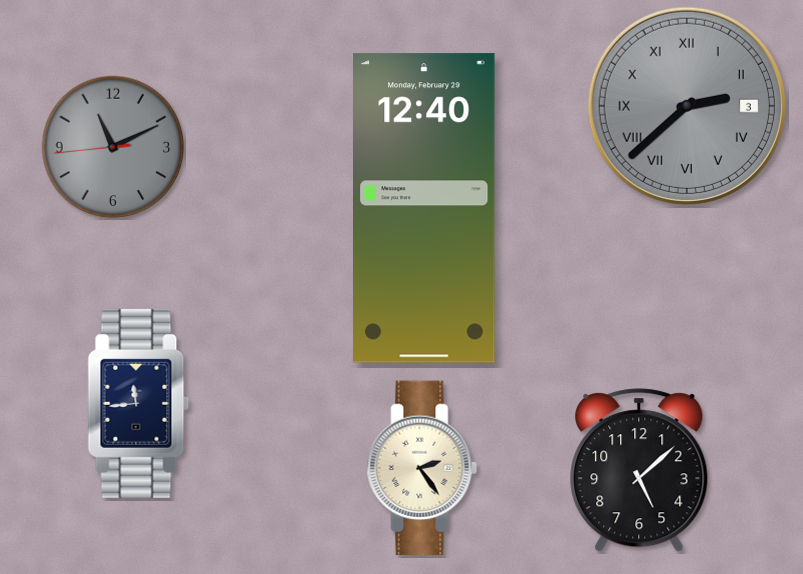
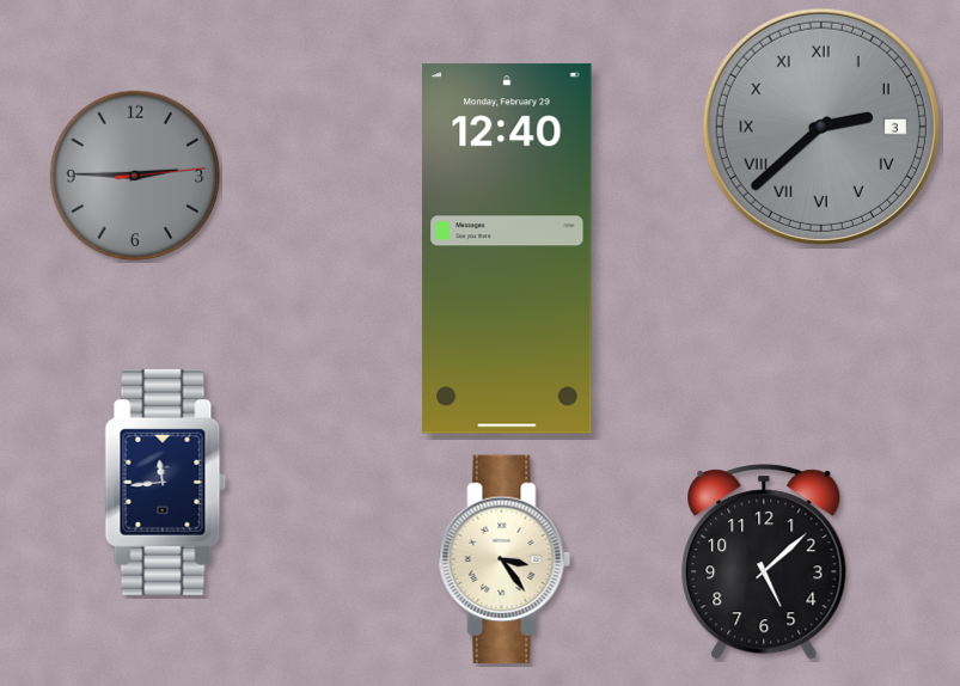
clock at (113, 147): 11:10 -> 2:45
clock at (422, 468): 2:24 -> 3:24
